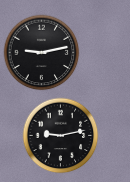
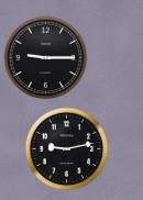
clock at (42, 53): 9:13 -> 9:15
